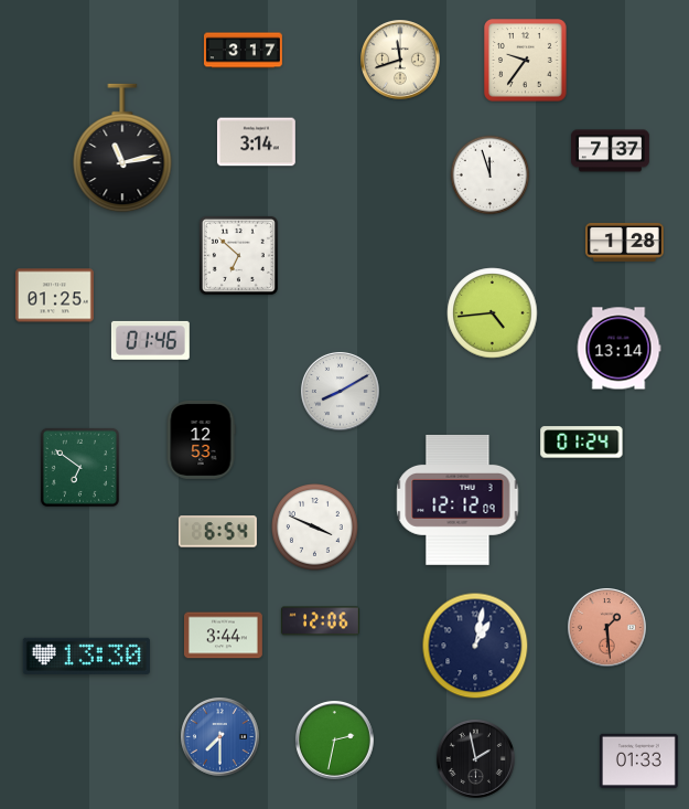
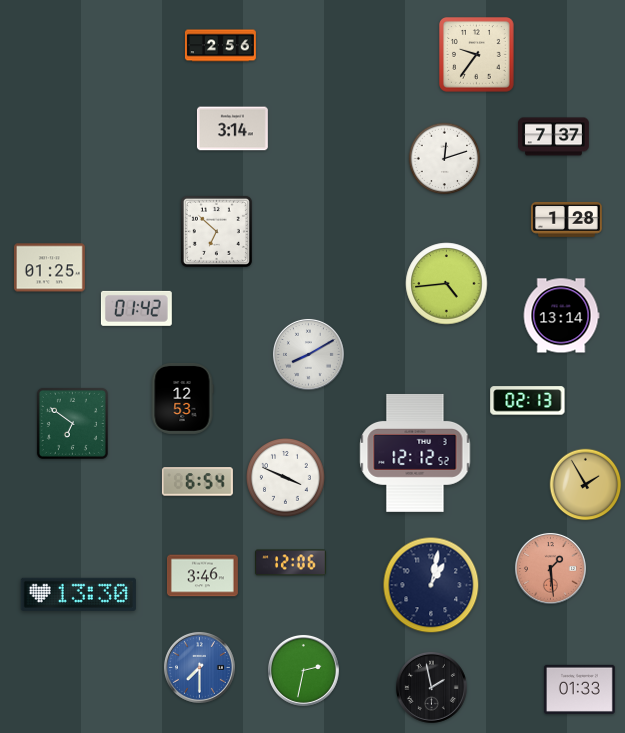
clock at (243, 51): 3:17 -> 2:56
clock at (401, 61): 11:42 -> none
clock at (122, 148): 11:13 -> none
clock at (491, 175): 11:57 -> 12:12
clock at (150, 340): 01:46 -> 01:42
clock at (582, 443): 01:24 -> 02:13
clock at (457, 500): 12:12:09 -> 12:12:52
clock at (586, 485): none -> 1:55
clock at (223, 636): 3:44 -> 3:46
